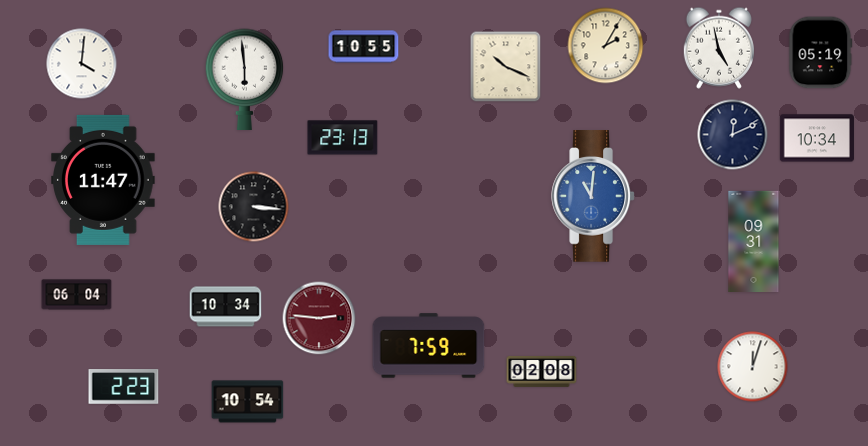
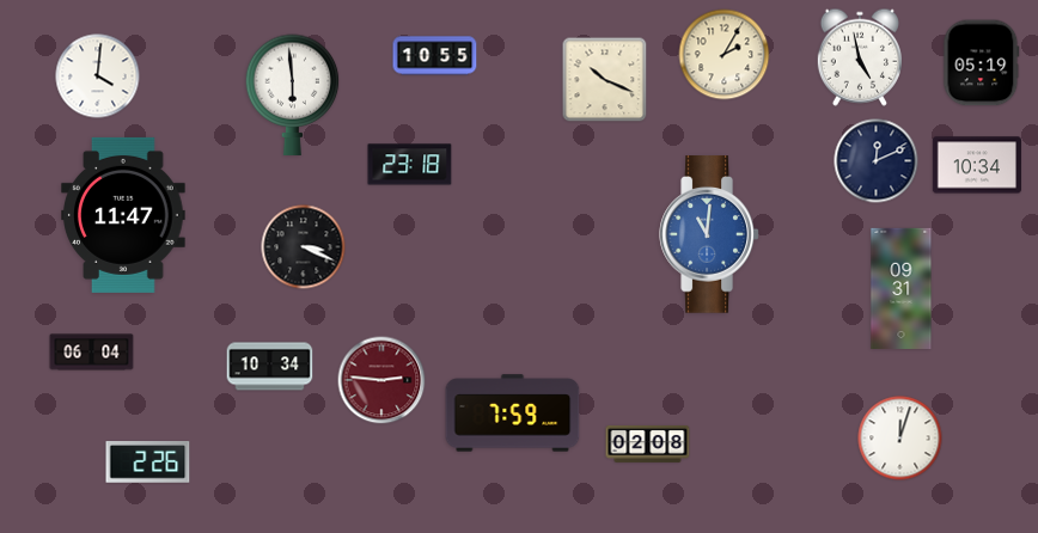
clock at (343, 138): 23:13 -> 23:18
clock at (254, 207): 3:16 -> 3:19
clock at (124, 387): 2:23 -> 2:26
clock at (248, 402): 10:54 -> none
